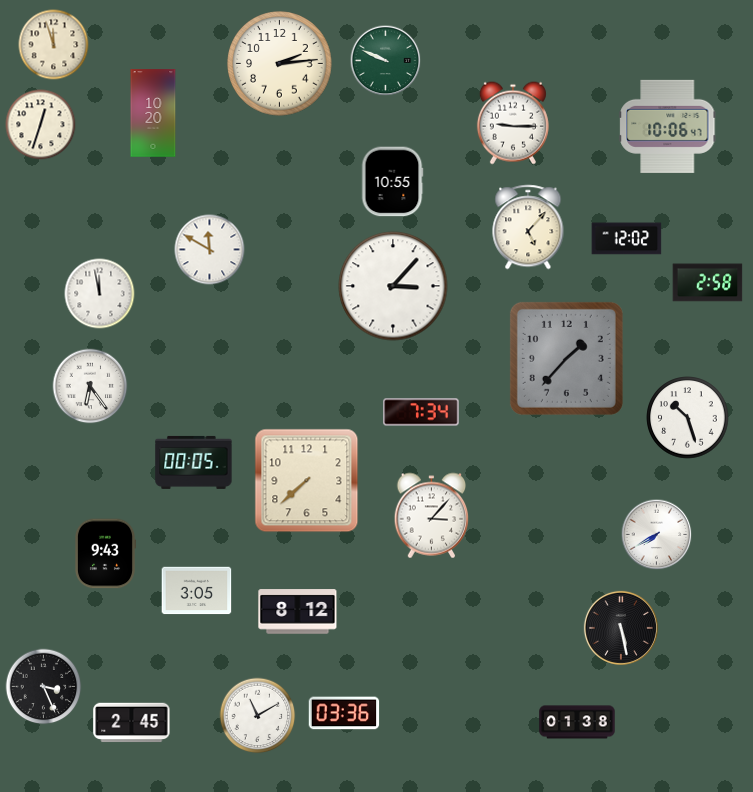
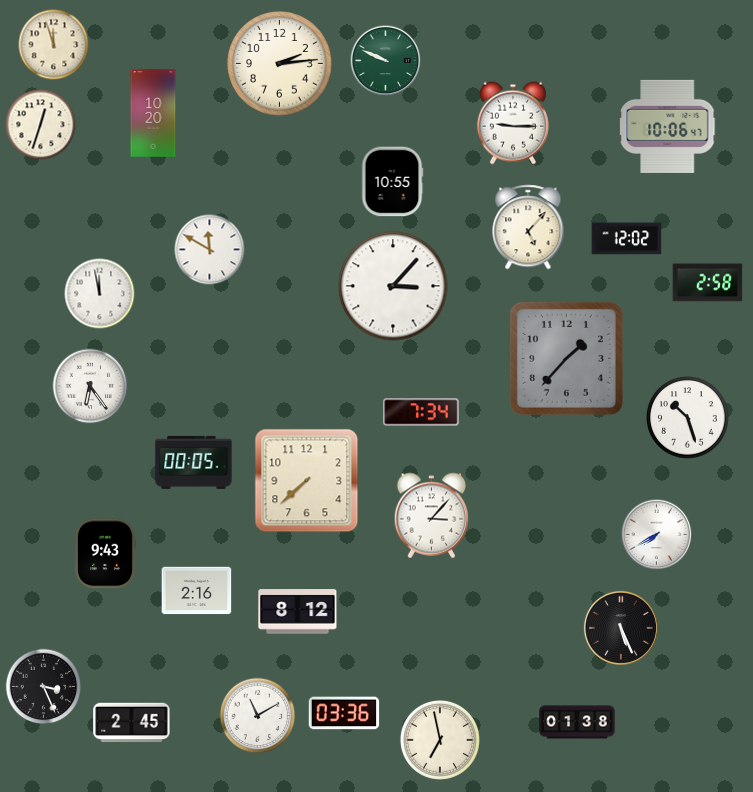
clock at (197, 591): 3:05 -> 2:16
clock at (621, 628): 5:28 -> 5:26
clock at (440, 740): none -> 6:58
